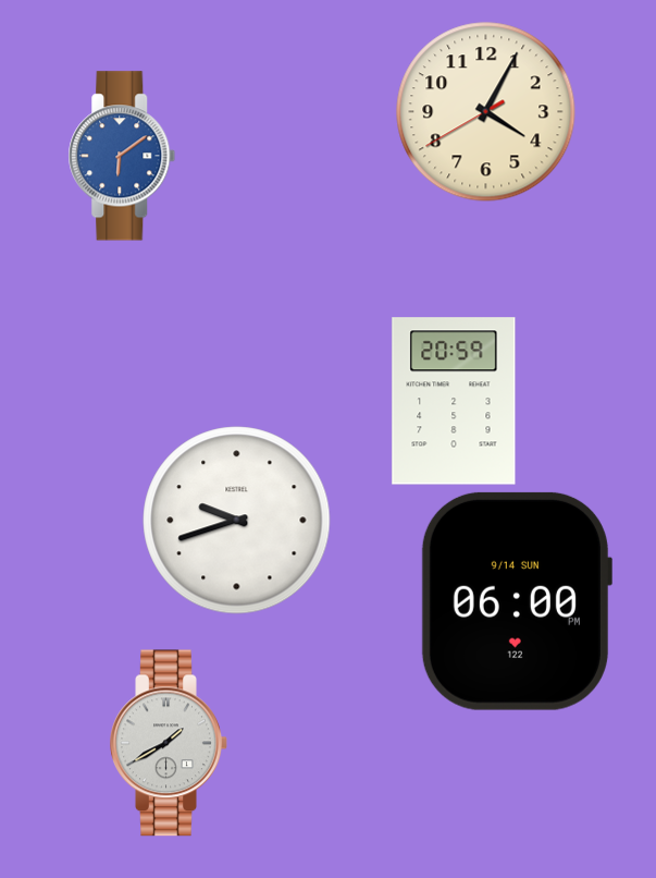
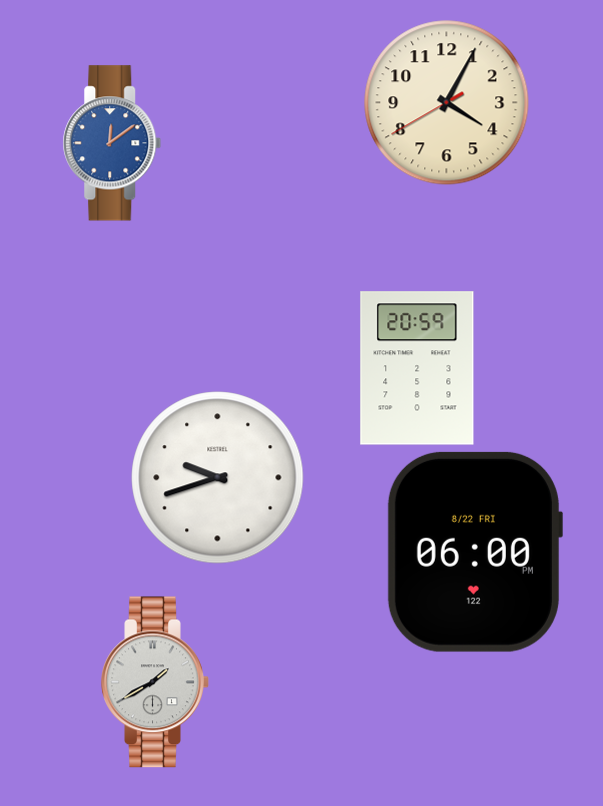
clock at (122, 156): 6:09 -> 12:09
clock at (516, 601) date: 9/14 SUN -> 8/22 FRI
